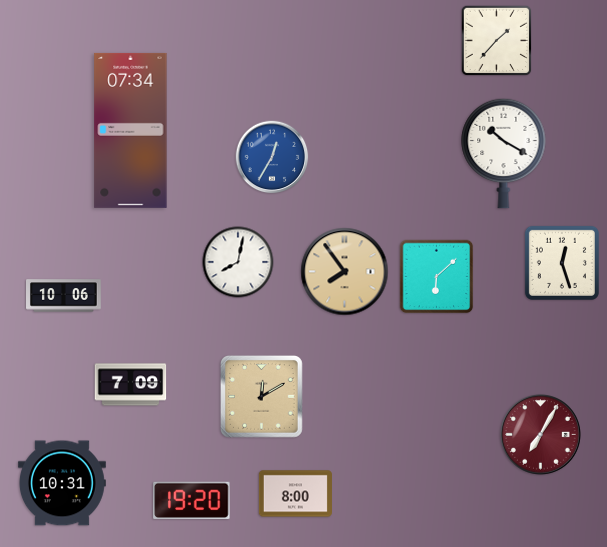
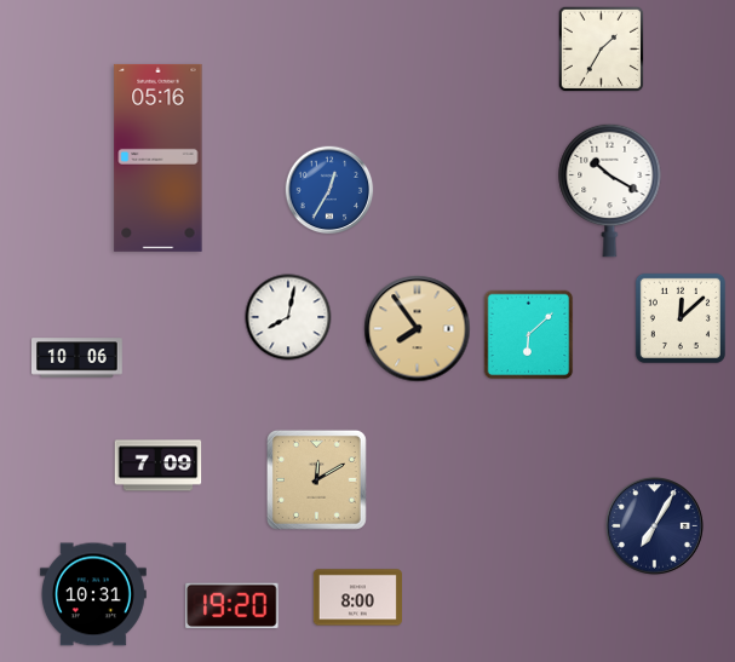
clock at (497, 41): 1:37 -> 1:35
clock at (131, 130): 07:34 -> 05:16
clock at (504, 153) position: (504, 153) -> (610, 190)
clock at (562, 263): 12:27 -> 12:08
clock at (541, 435) dial: burgundy -> navy
clock at (62, 483) position: (62, 483) -> (93, 594)
